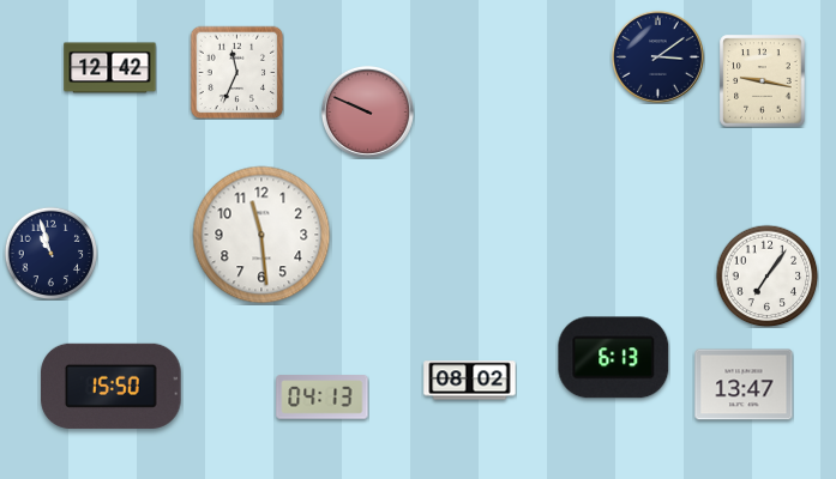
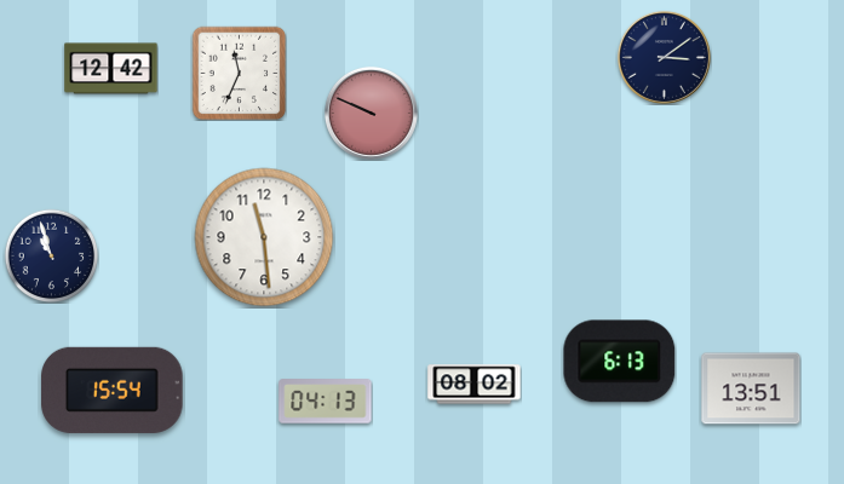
clock at (763, 81): 9:17 -> none
clock at (766, 275): 7:06 -> none
clock at (744, 384): 13:47 -> 13:51
clock at (112, 386): 15:50 -> 15:54
